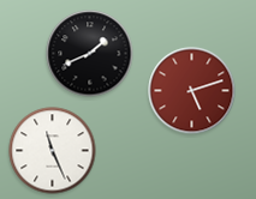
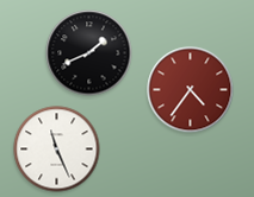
clock at (192, 91): 5:12 -> 4:36
clock at (53, 151) position: (53, 151) -> (57, 150)
